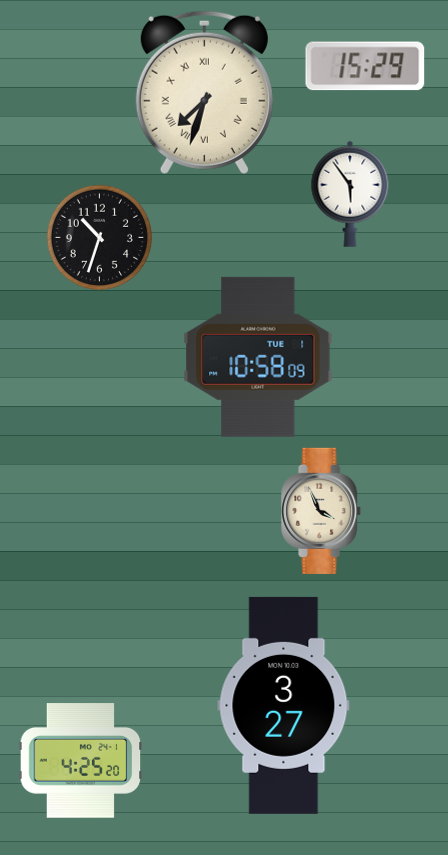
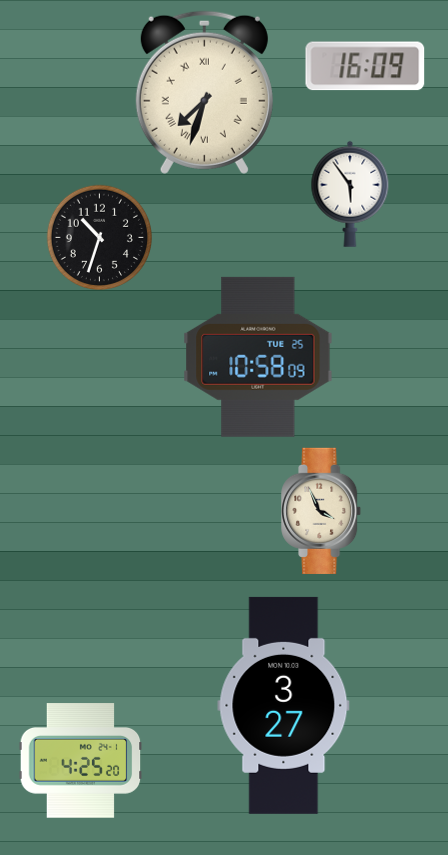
clock at (365, 66): 15:29 -> 16:09
clock at (258, 357) date: TUE 1 -> TUE 25
